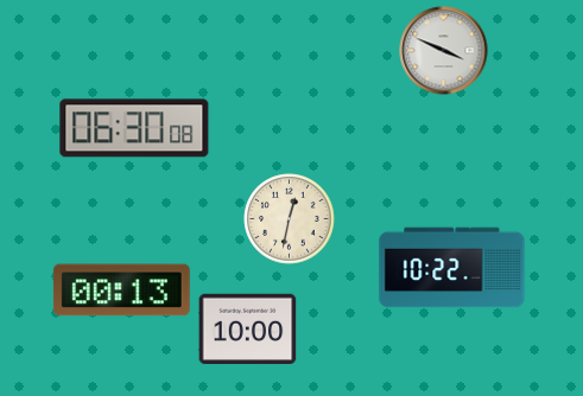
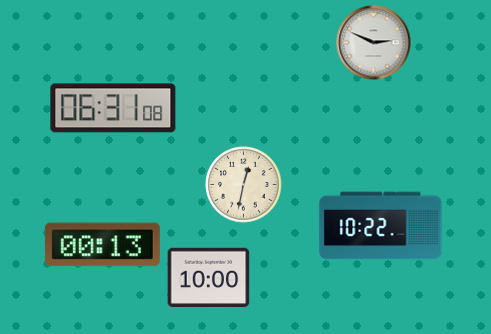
clock at (444, 51): 3:49 -> 2:49
clock at (134, 128): 06:30 -> 06:31
